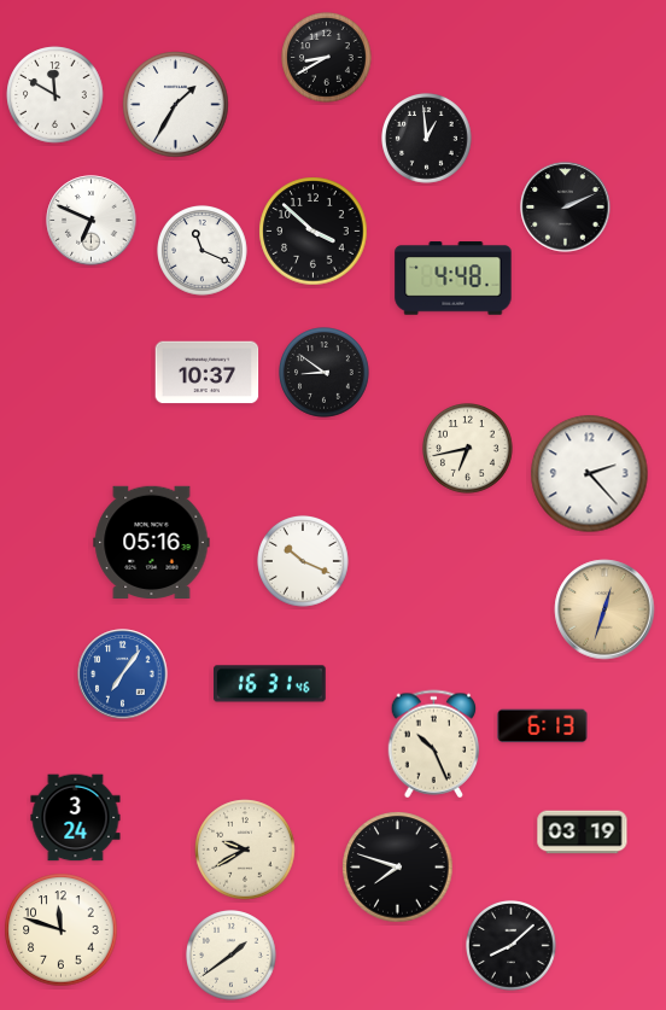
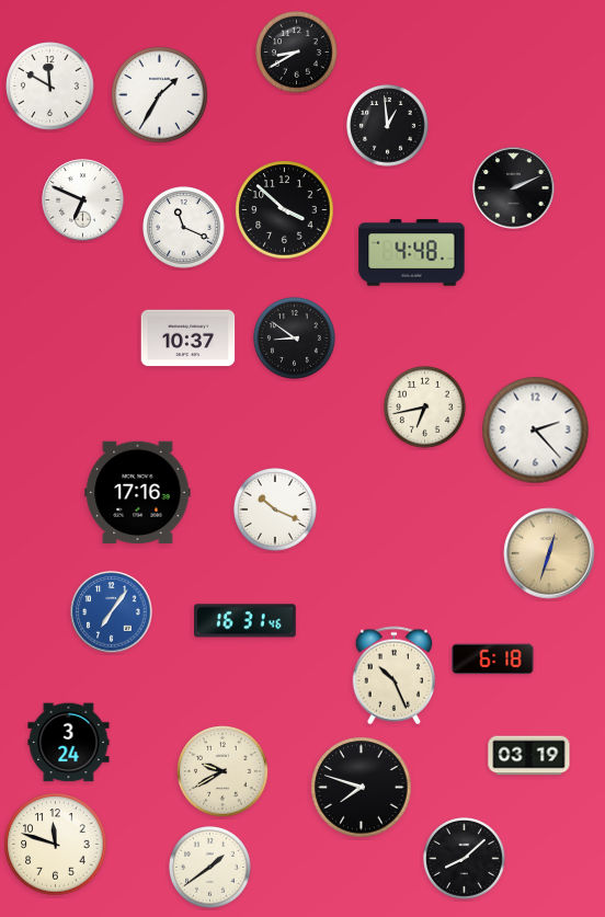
clock at (152, 542): 05:16 -> 17:16
clock at (543, 726): 6:13 -> 6:18
